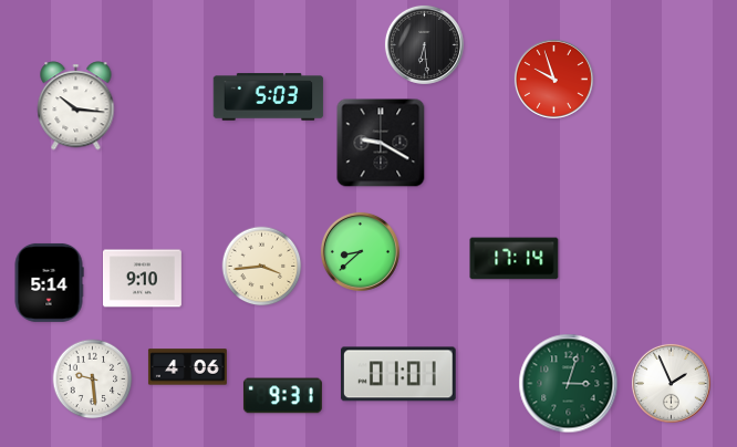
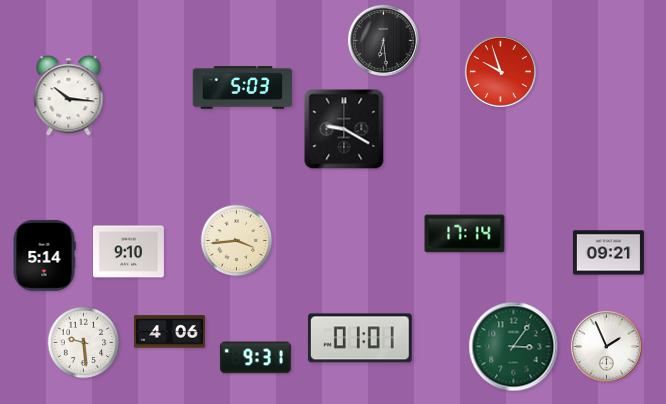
clock at (360, 251): 8:38 -> none
clock at (608, 253): none -> 09:21
clock at (569, 384): 3:03 -> 3:06
